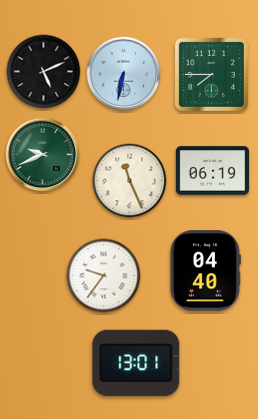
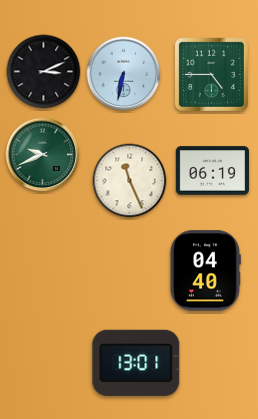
clock at (44, 72): 5:11 -> 3:11
clock at (211, 74): 7:45 -> 4:45
clock at (104, 276): 9:36 -> none
